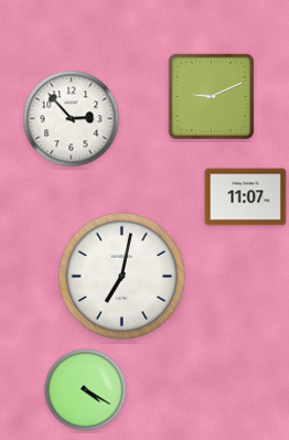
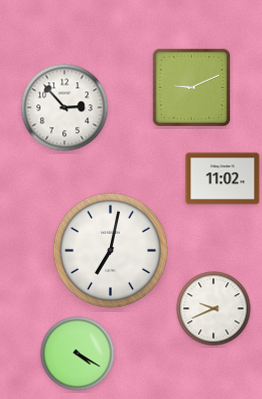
clock at (246, 197): 11:07 -> 11:02
clock at (214, 309): none -> 9:41
